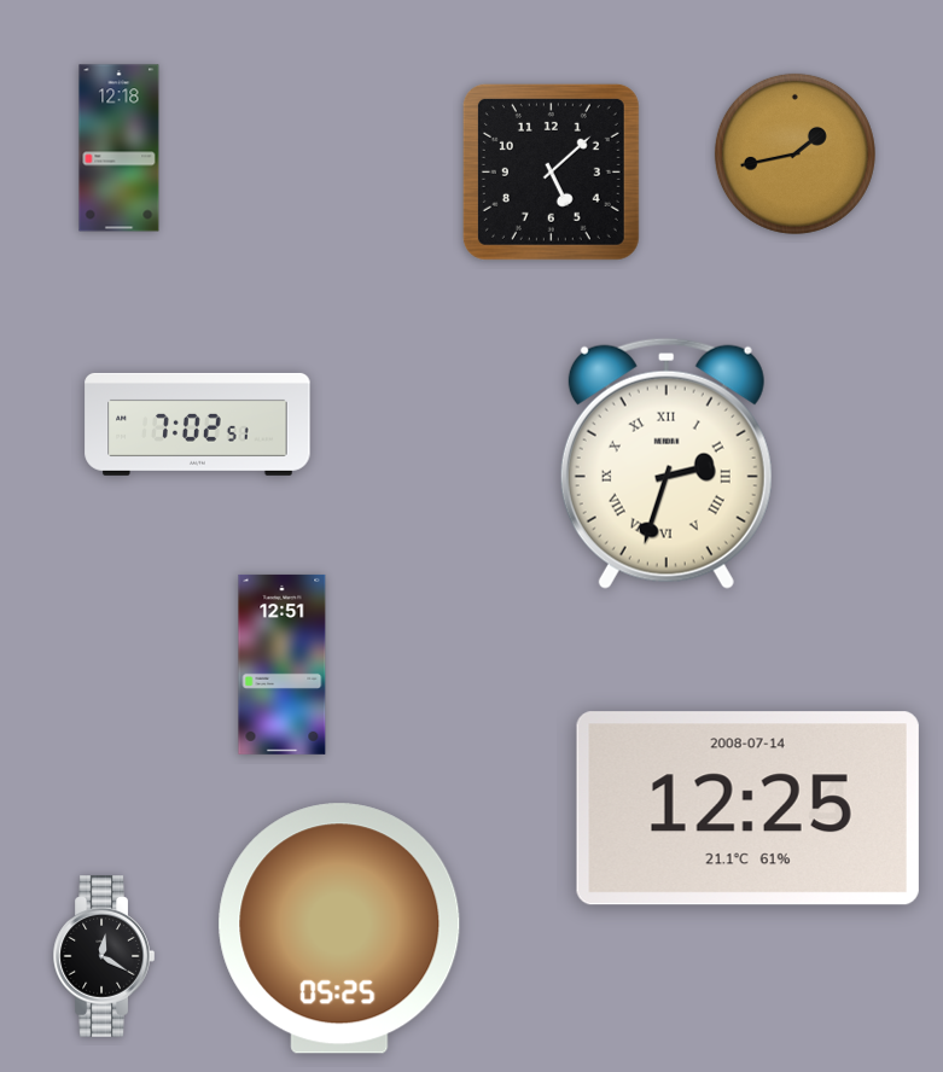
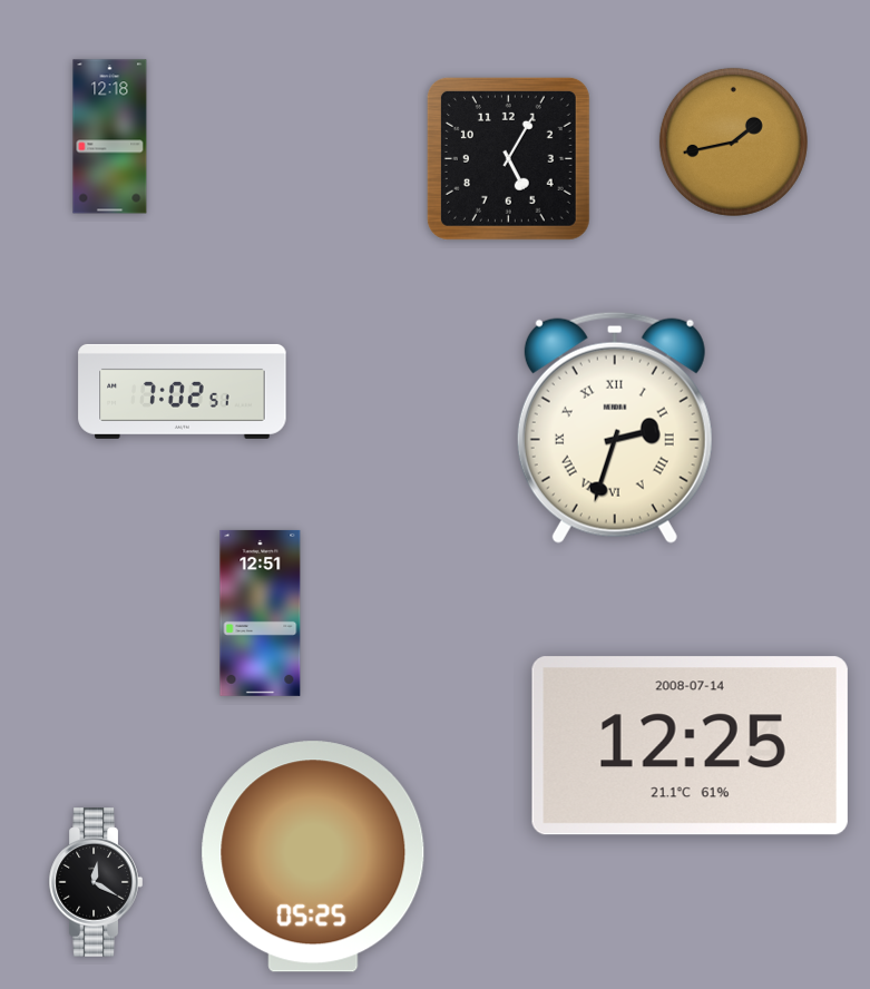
clock at (551, 171): 5:08 -> 5:05
